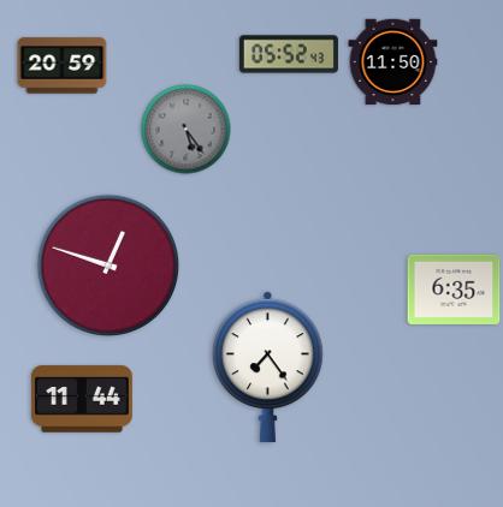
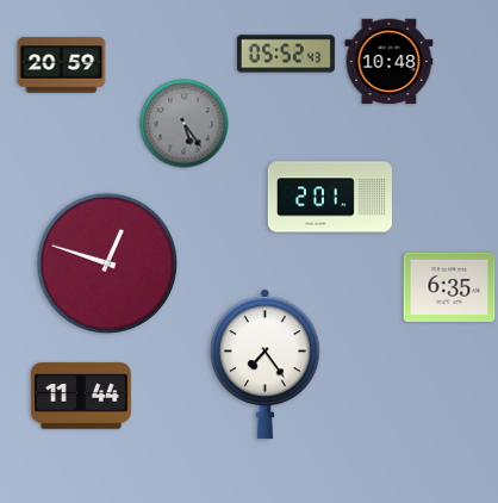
clock at (393, 62): 11:50 -> 10:48
clock at (187, 130) position: (187, 130) -> (185, 124)
clock at (329, 197): none -> 2:01
